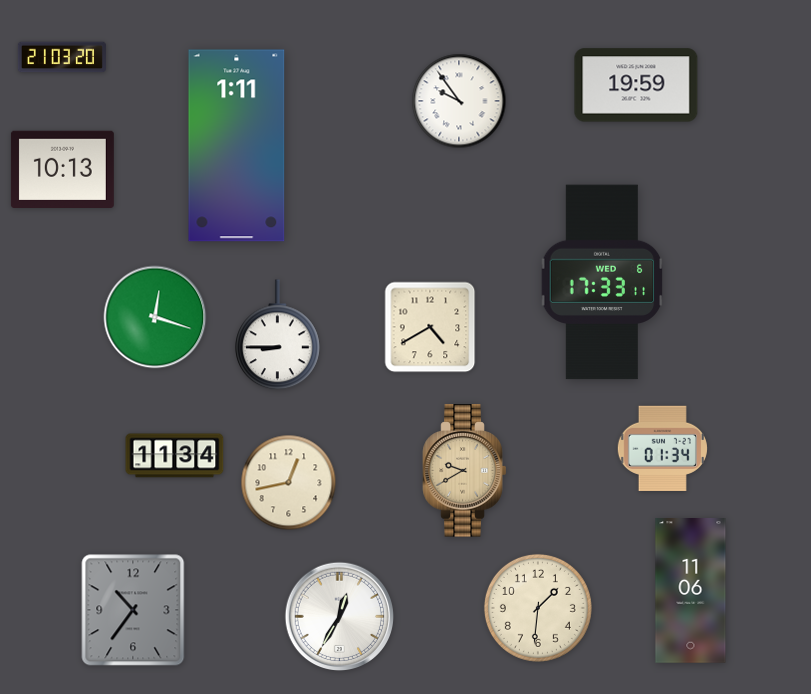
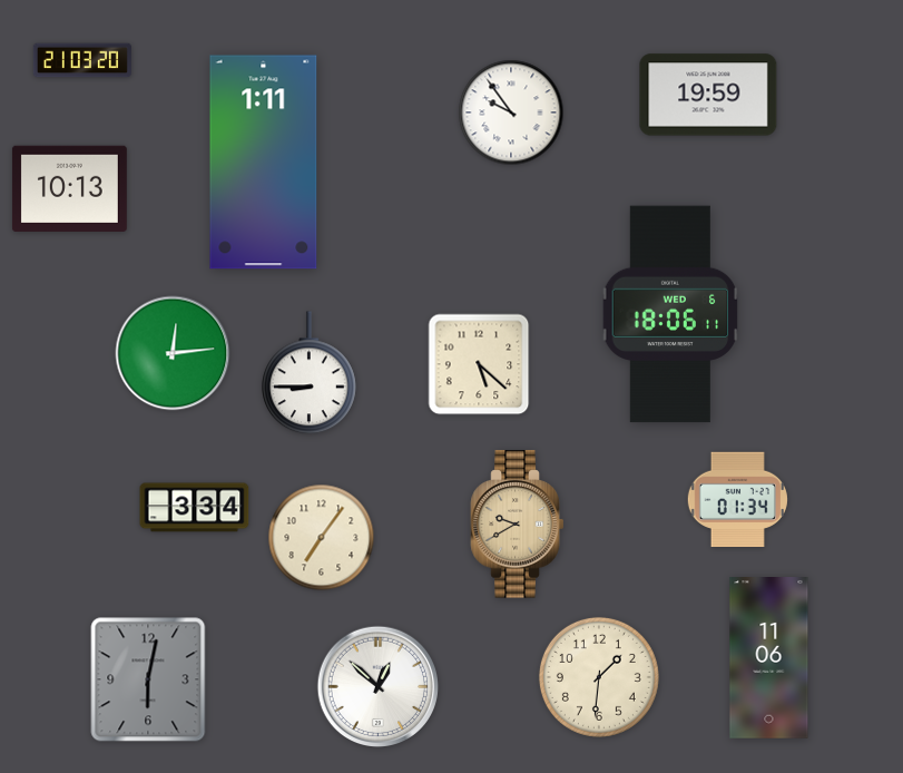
clock at (62, 57) position: (62, 57) -> (82, 60)
clock at (602, 282): 17:33 -> 18:06
clock at (155, 317): 12:18 -> 12:14
clock at (430, 327): 4:40 -> 5:22
clock at (175, 456): 11:34 -> 3:34
clock at (289, 483): 12:43 -> 7:06
clock at (133, 610): 10:36 -> 6:02
clock at (340, 617): 12:35 -> 12:52
